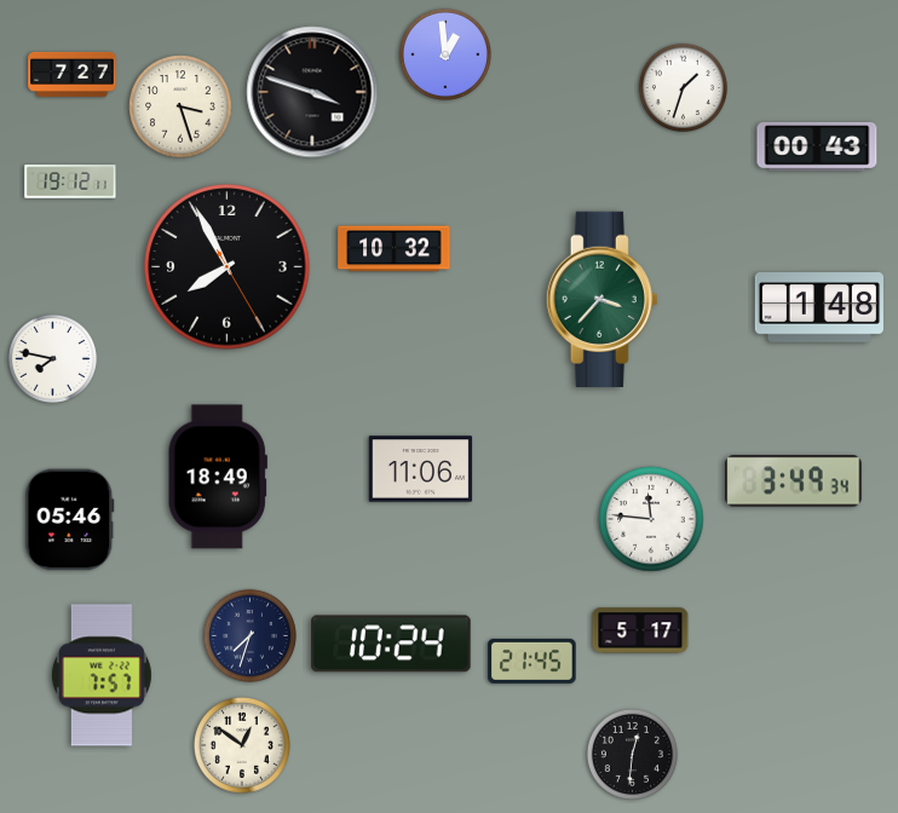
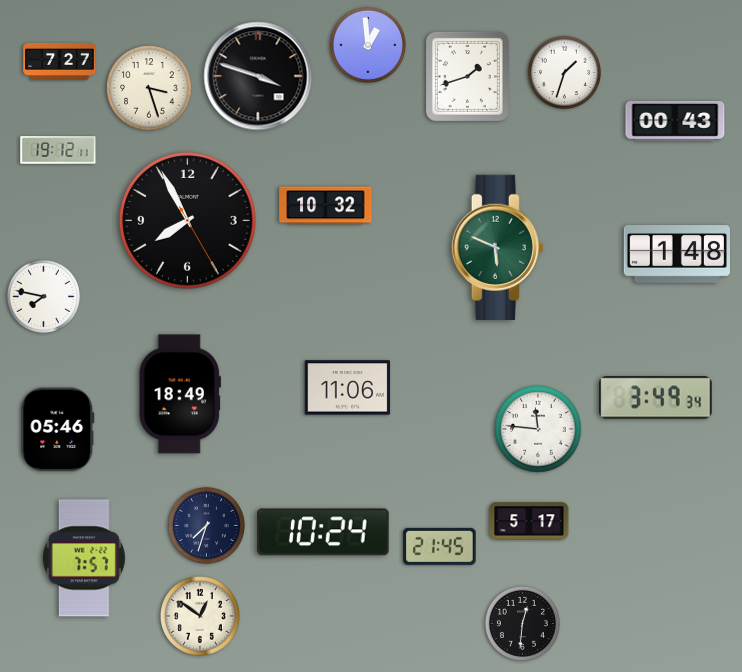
clock at (467, 76): none -> 1:42
clock at (601, 299): 3:37 -> 5:49
